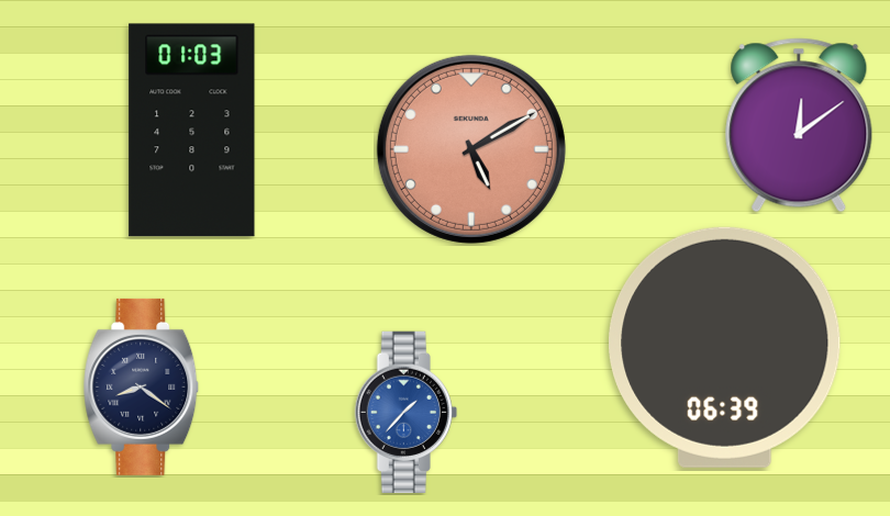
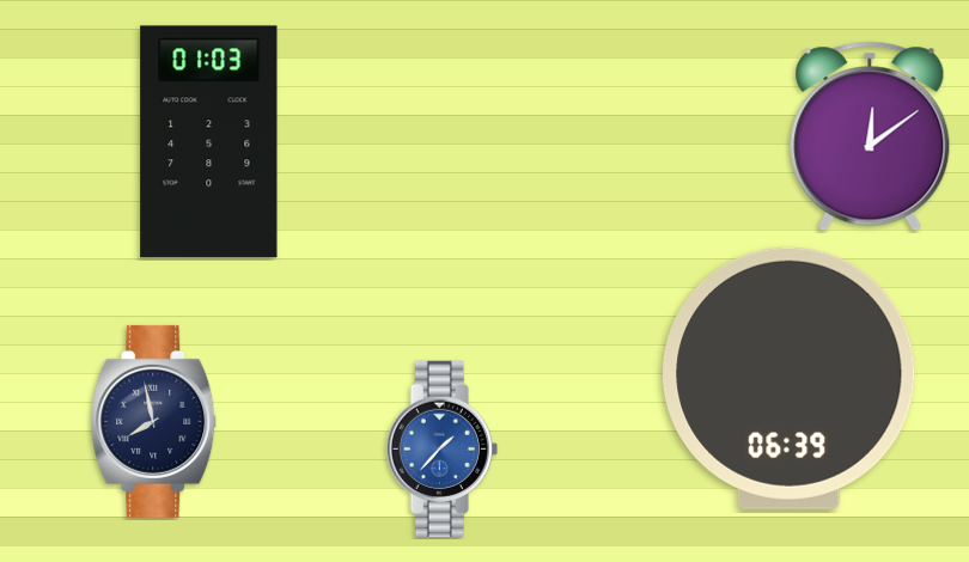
clock at (471, 149): 5:10 -> none
clock at (142, 386): 8:21 -> 7:58
